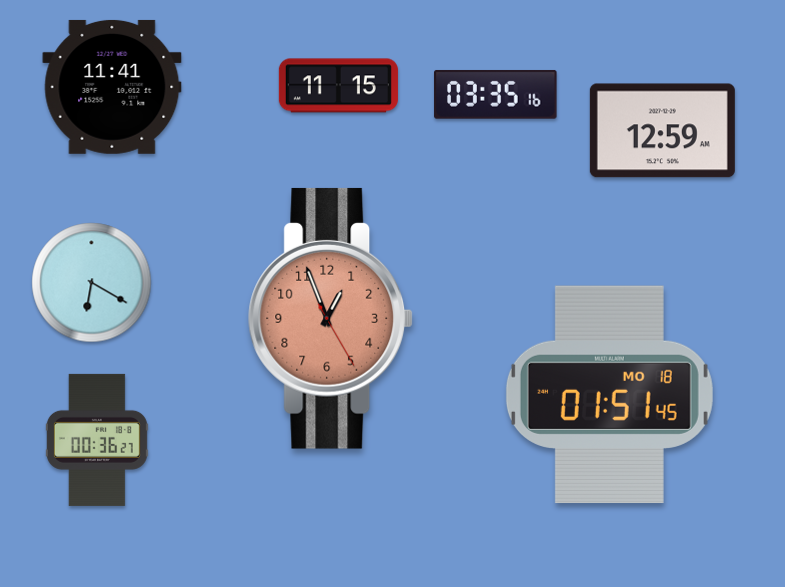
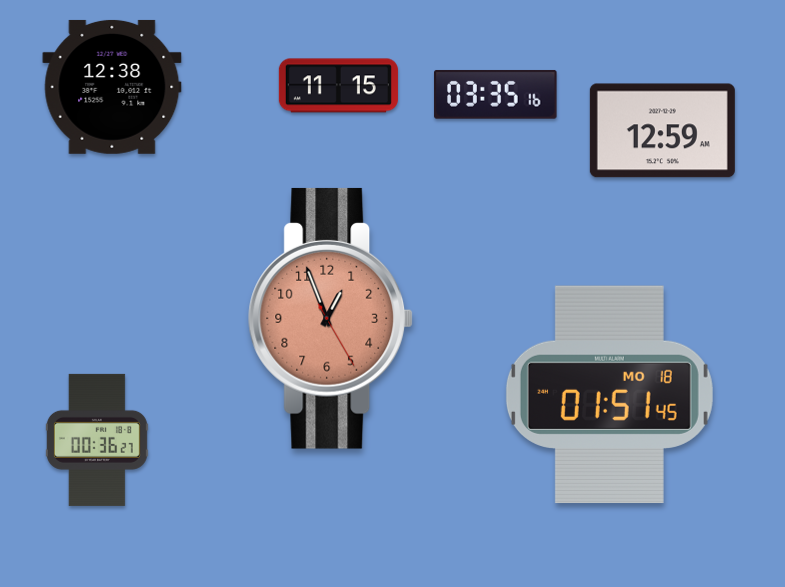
clock at (112, 87): 11:41 -> 12:38
clock at (92, 283): 6:20 -> none
